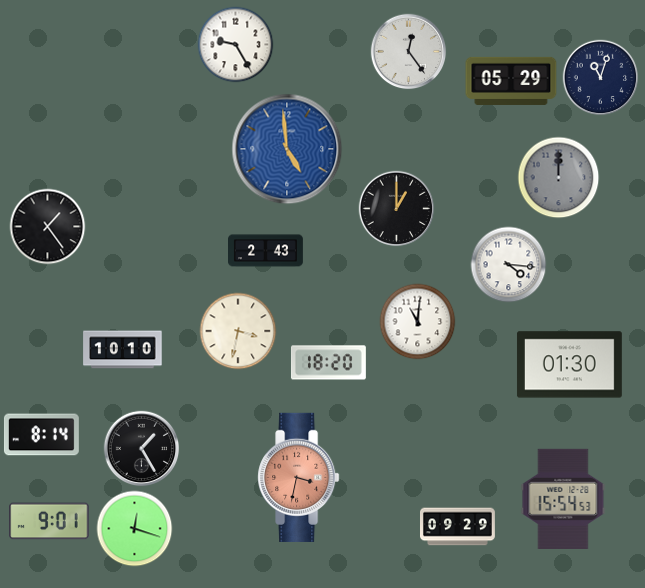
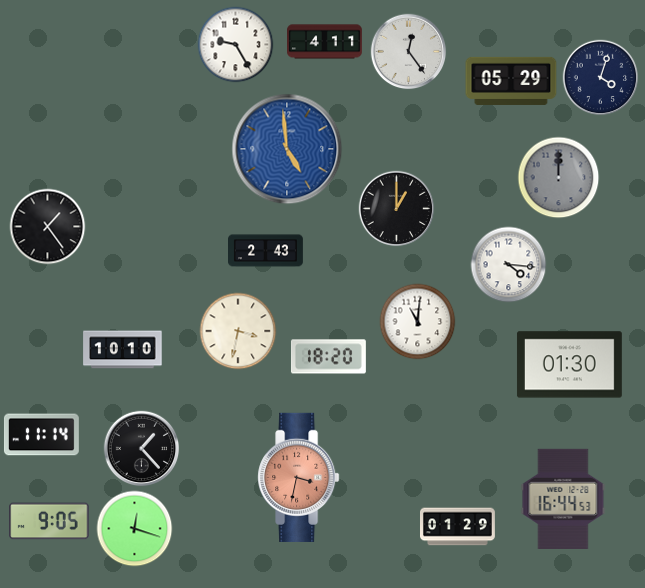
clock at (325, 42): none -> 4:11
clock at (601, 78): 11:03 -> 4:03
clock at (328, 363) position: (328, 363) -> (328, 357)
clock at (41, 435): 8:14 -> 11:14
clock at (142, 449): 1:25 -> 1:23
clock at (563, 499): 15:54 -> 16:44
clock at (49, 521): 9:01 -> 9:05
clock at (458, 527): 09:29 -> 01:29
